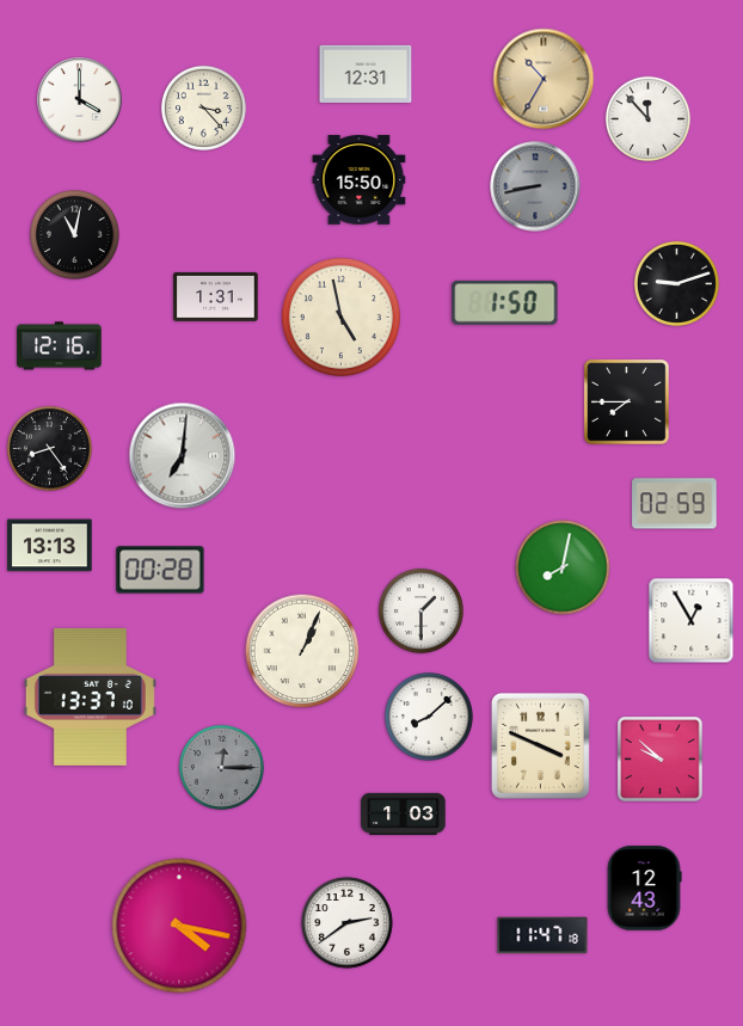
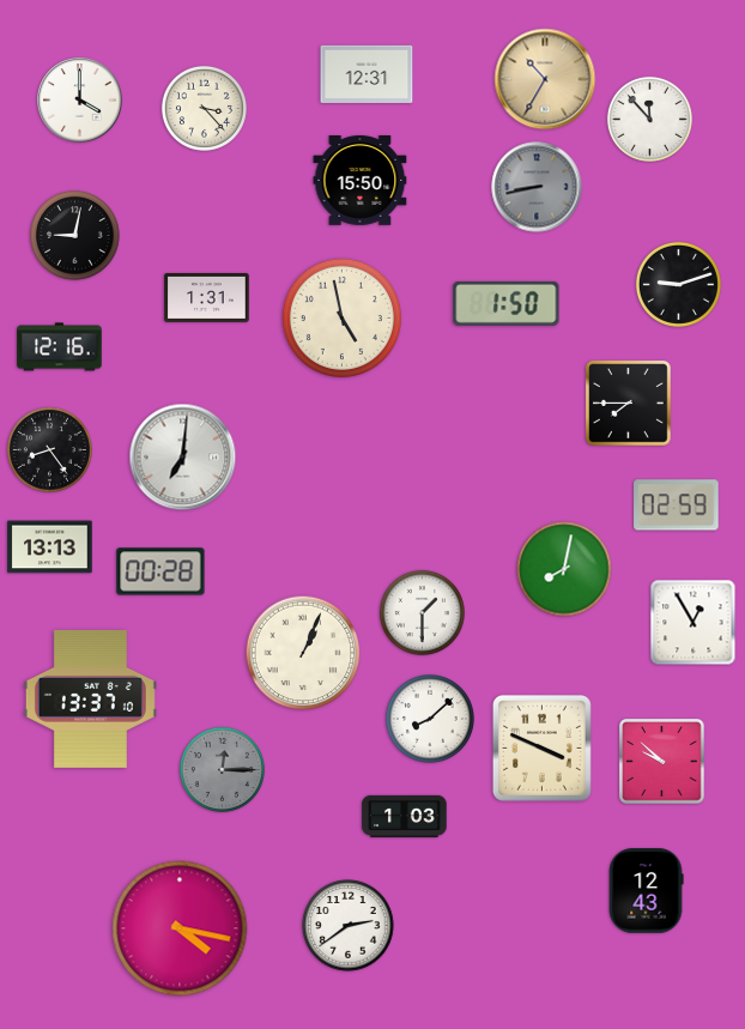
clock at (75, 235): 11:02 -> 9:02
clock at (216, 296) position: (216, 296) -> (207, 297)
clock at (542, 935): 11:47 -> none
